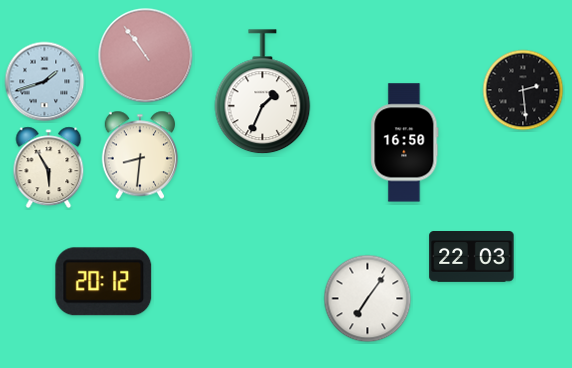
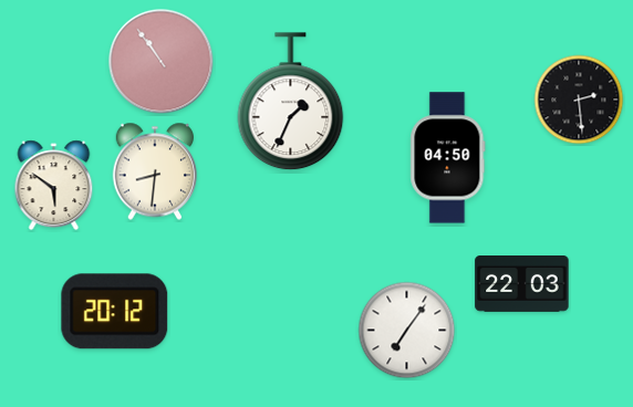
clock at (45, 82): 1:42 -> none
clock at (405, 143): 16:50 -> 04:50
clock at (49, 168): 5:55 -> 5:51
